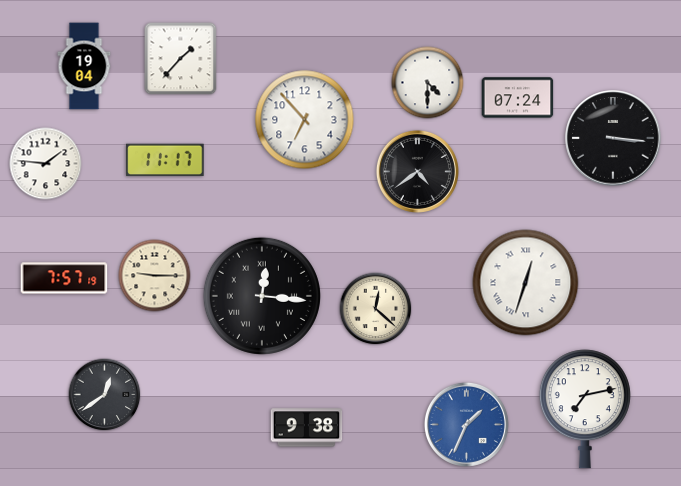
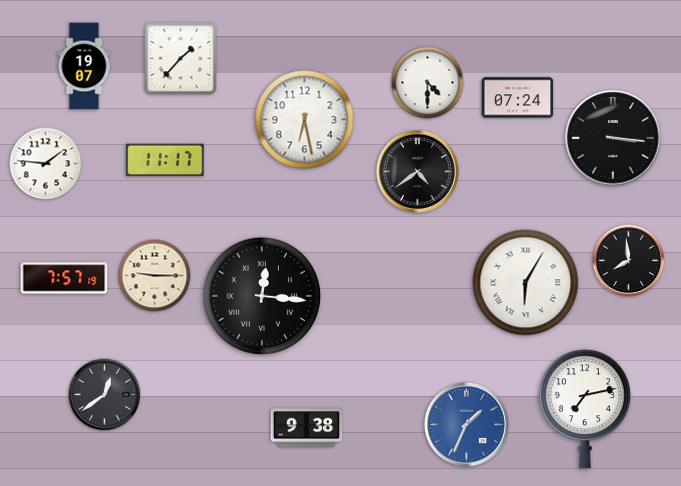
clock at (84, 66): 19:04 -> 19:07
clock at (305, 120): 6:53 -> 6:28
clock at (629, 261): none -> 7:59
clock at (526, 283): 12:33 -> 6:05
clock at (376, 309): 12:22 -> none
